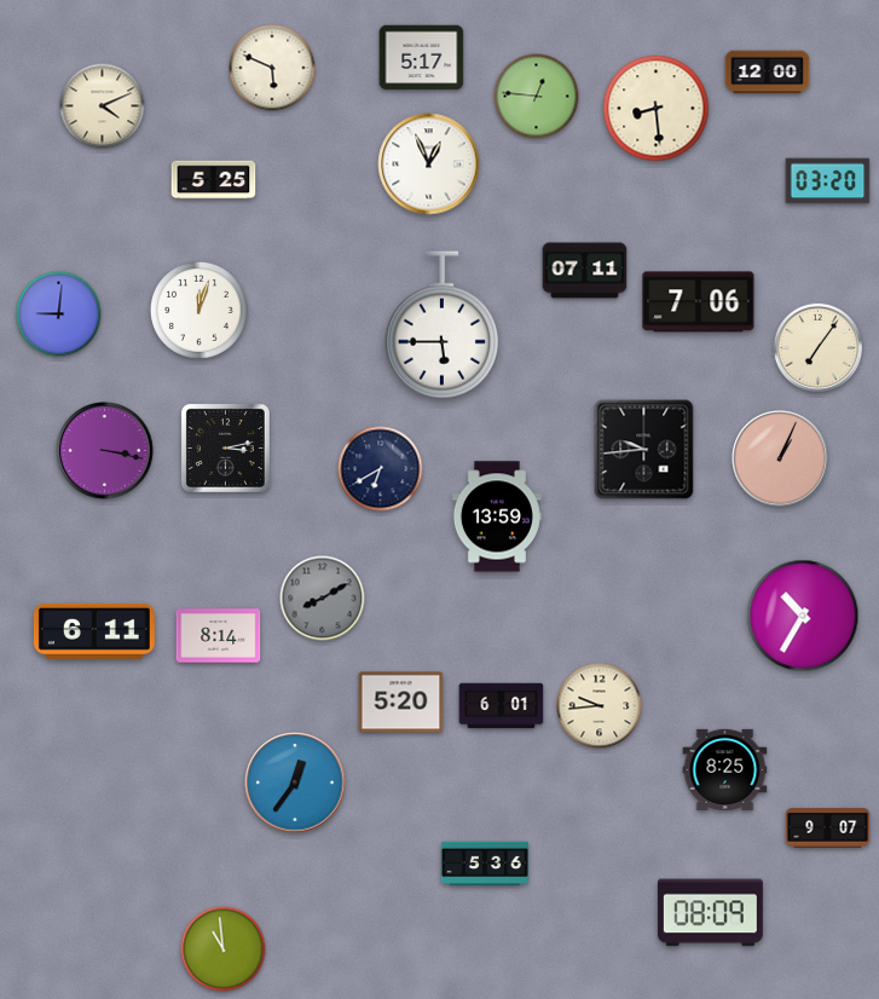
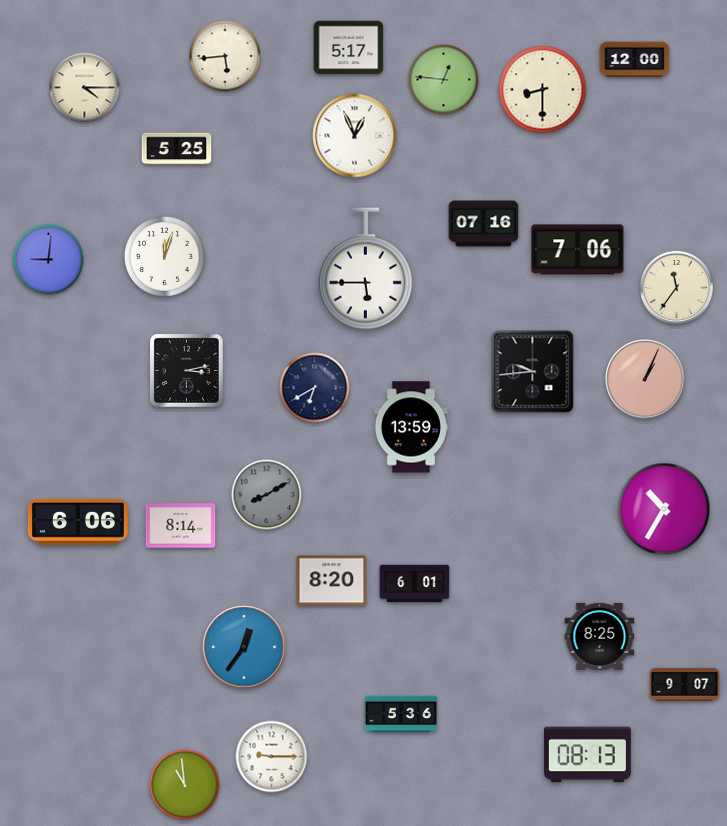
clock at (272, 68): 5:49 -> 5:44
clock at (103, 106): 4:11 -> 4:15
clock at (657, 109): 8:29 -> 8:30
clock at (828, 181): 03:20 -> none
clock at (585, 271): 07:11 -> 07:16
clock at (817, 347): 7:06 -> 11:36
clock at (105, 451): 3:17 -> none
clock at (94, 631): 6:11 -> 6:06
clock at (401, 703): 5:20 -> 8:20
clock at (600, 706): 9:44 -> none
clock at (710, 913): 08:09 -> 08:13
clock at (272, 757): none -> 9:15
